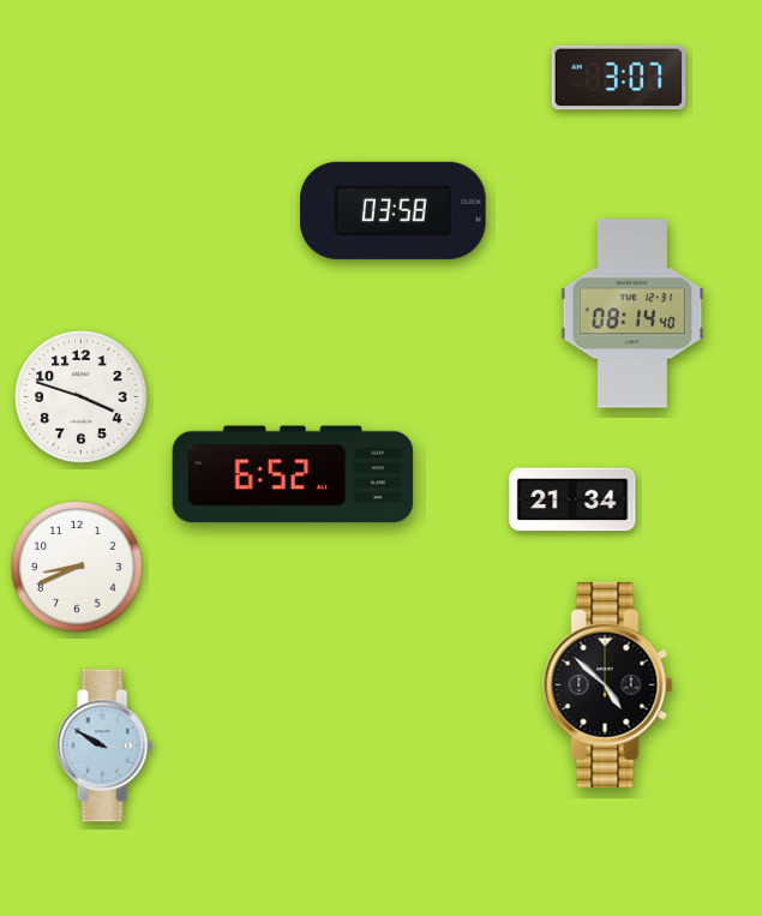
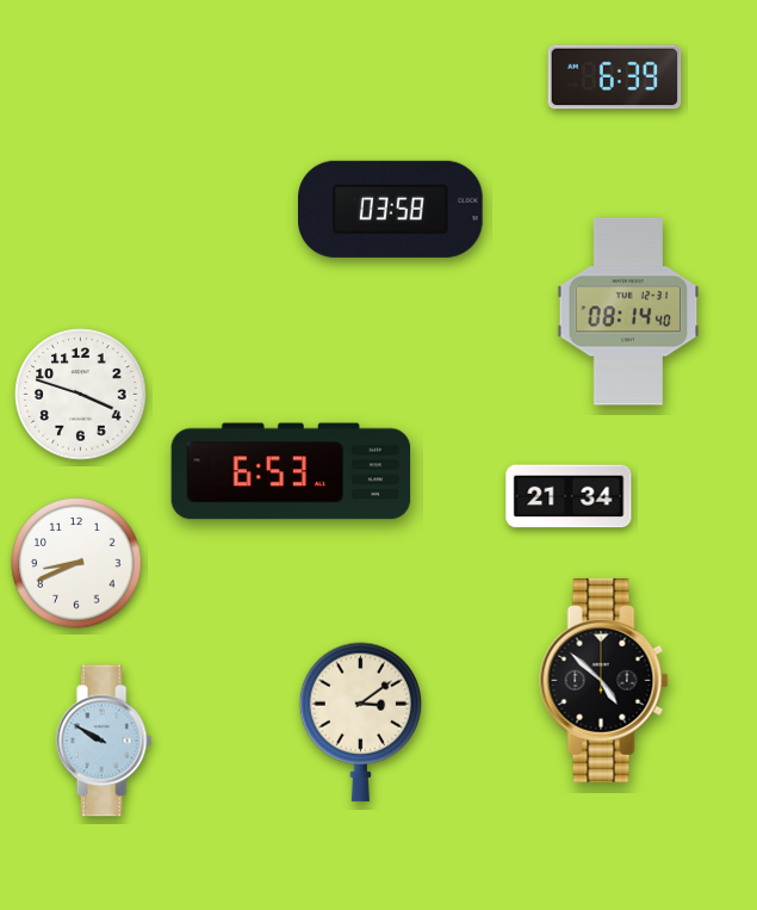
clock at (619, 78): 3:07 -> 6:39
clock at (293, 474): 6:52 -> 6:53
clock at (360, 722): none -> 3:09
